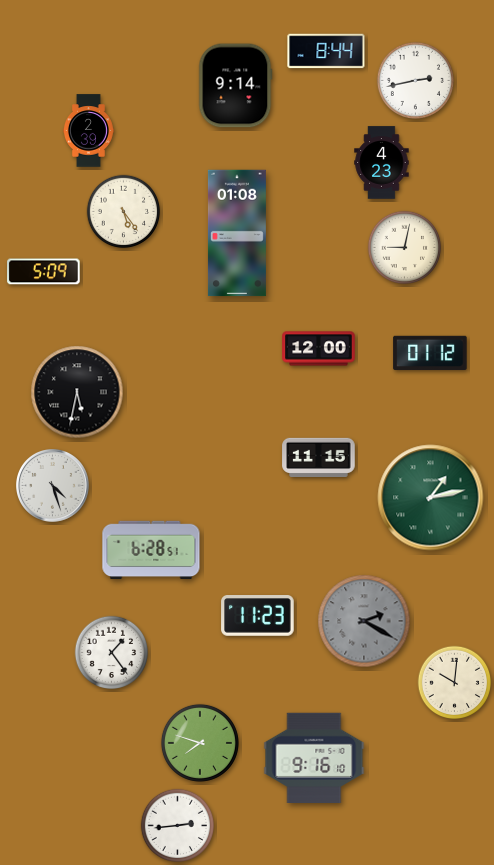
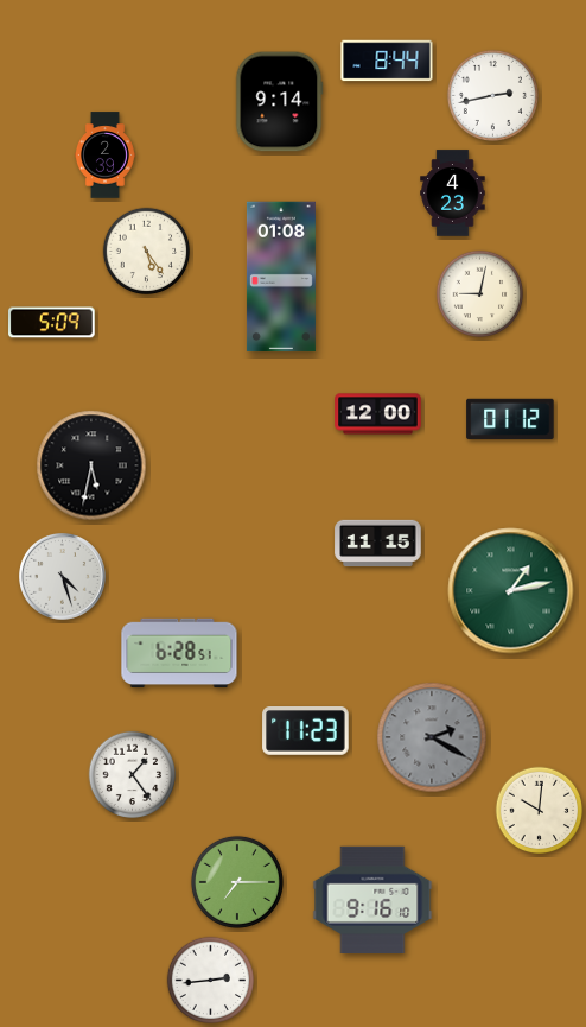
clock at (200, 743): 7:48 -> 7:15
